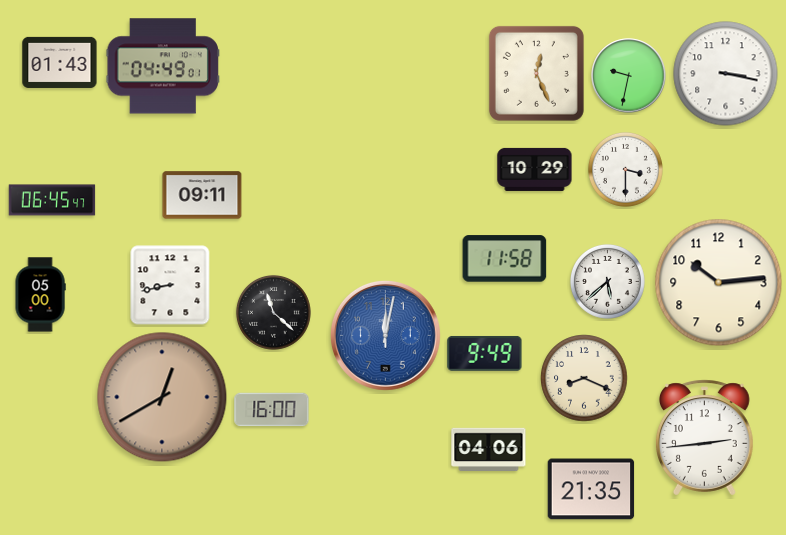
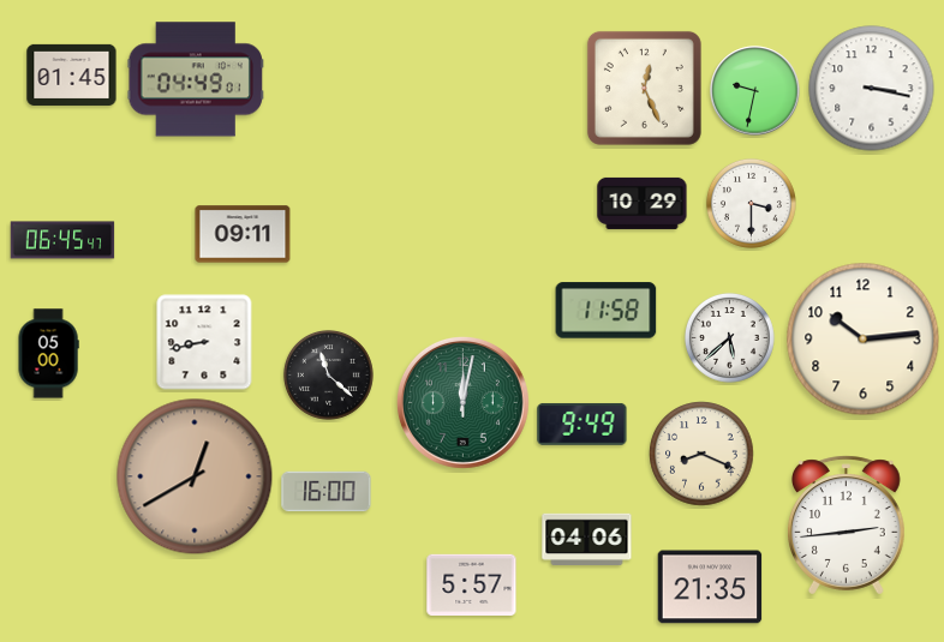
clock at (60, 62): 01:43 -> 01:45
clock at (385, 335) dial: blue -> green
clock at (472, 586): none -> 5:57
